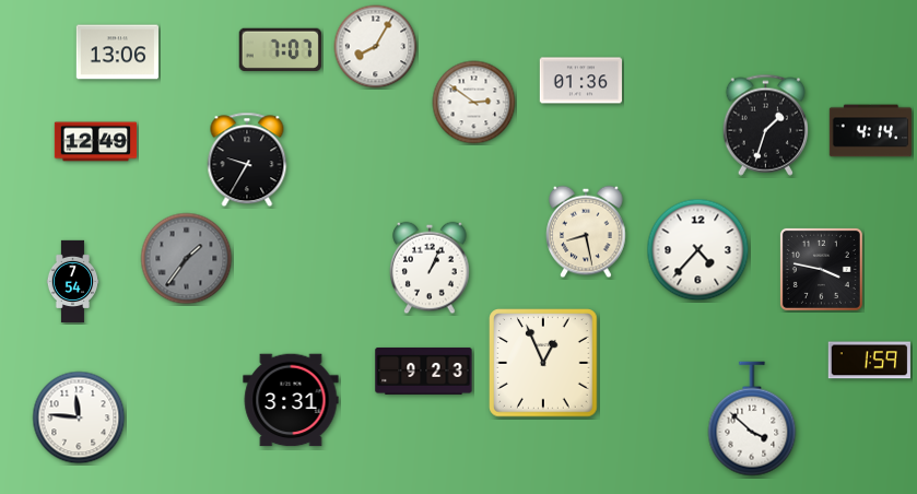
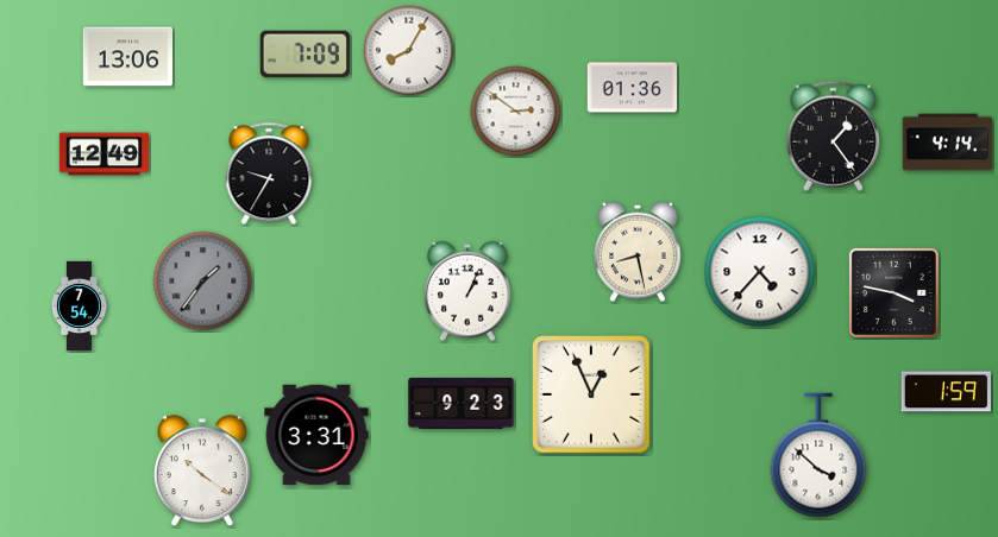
clock at (280, 49): 7:07 -> 7:09
clock at (765, 125): 1:33 -> 1:24
clock at (79, 417): 11:46 -> none
clock at (202, 472): none -> 10:21
